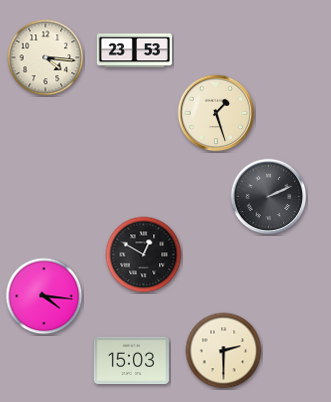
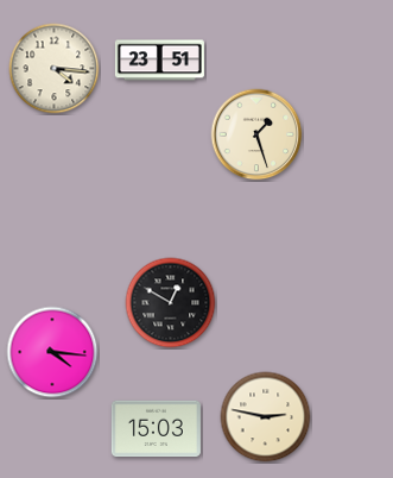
clock at (134, 51): 23:53 -> 23:51
clock at (269, 197): 2:11 -> none
clock at (224, 351): 2:30 -> 2:47
